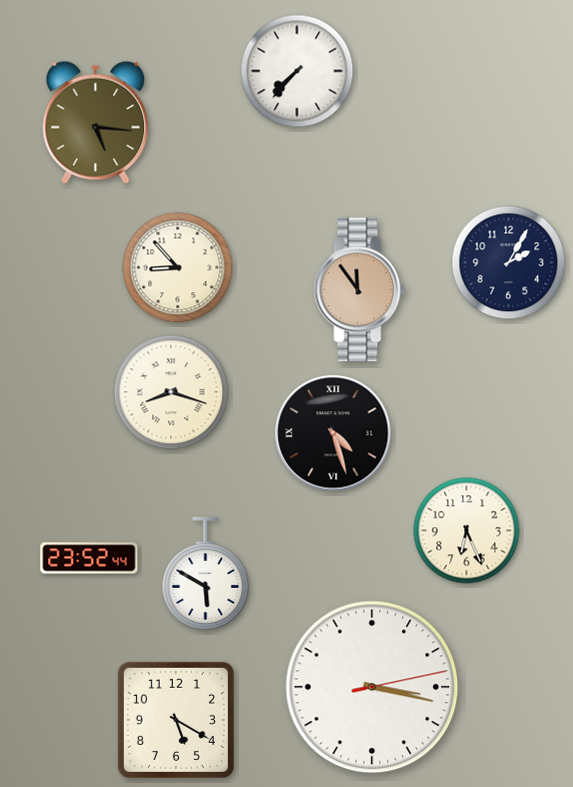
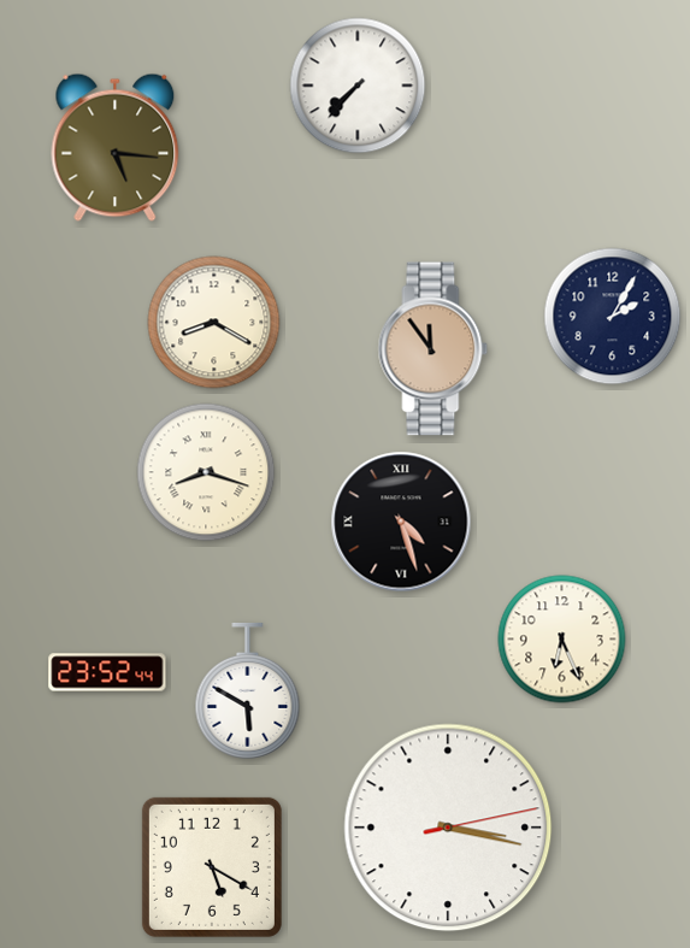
clock at (178, 268): 8:53 -> 8:20
